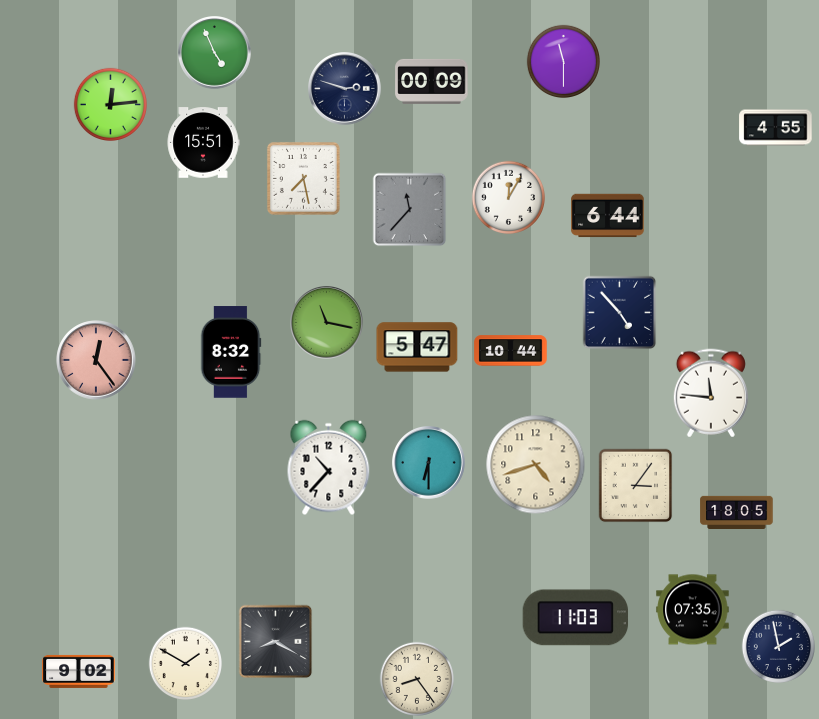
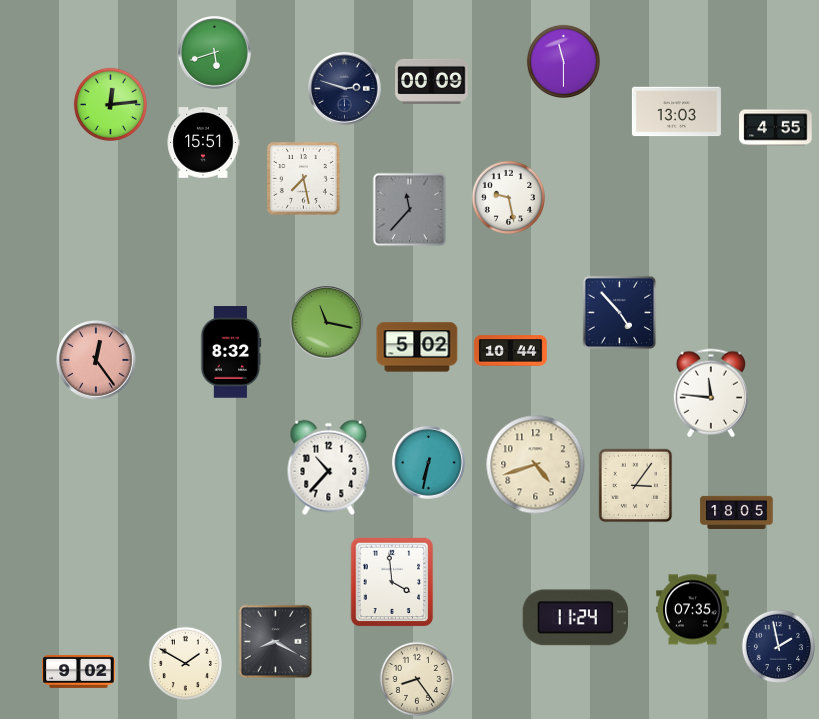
clock at (215, 53): 4:56 -> 5:42
clock at (676, 112): none -> 13:03
clock at (508, 197): 12:05 -> 9:28
clock at (608, 216): 6:44 -> none
clock at (417, 347): 5:47 -> 5:02
clock at (429, 463): 6:30 -> 6:32
clock at (392, 582): none -> 3:59
clock at (576, 618): 11:03 -> 11:24
